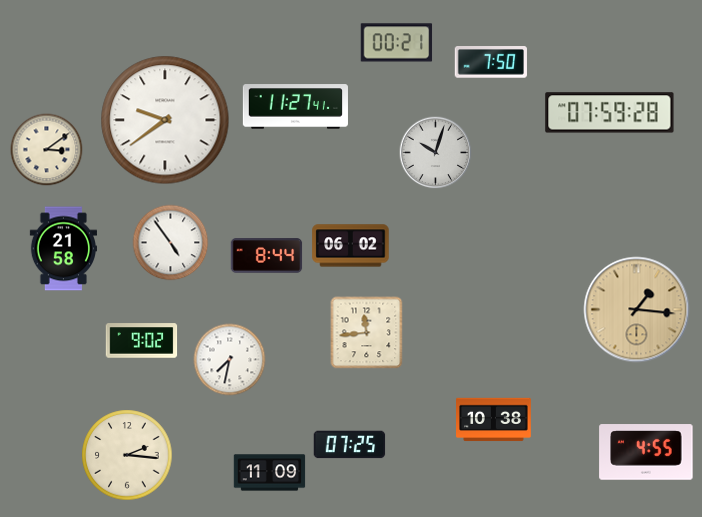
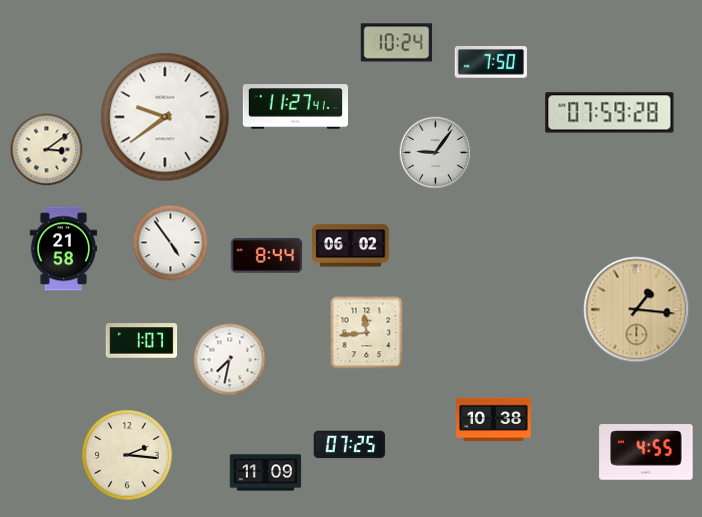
clock at (397, 43): 00:21 -> 10:24
clock at (165, 120) position: (165, 120) -> (165, 117)
clock at (436, 153): 10:03 -> 9:06
clock at (142, 341): 9:02 -> 1:07
clock at (270, 473) position: (270, 473) -> (266, 473)
